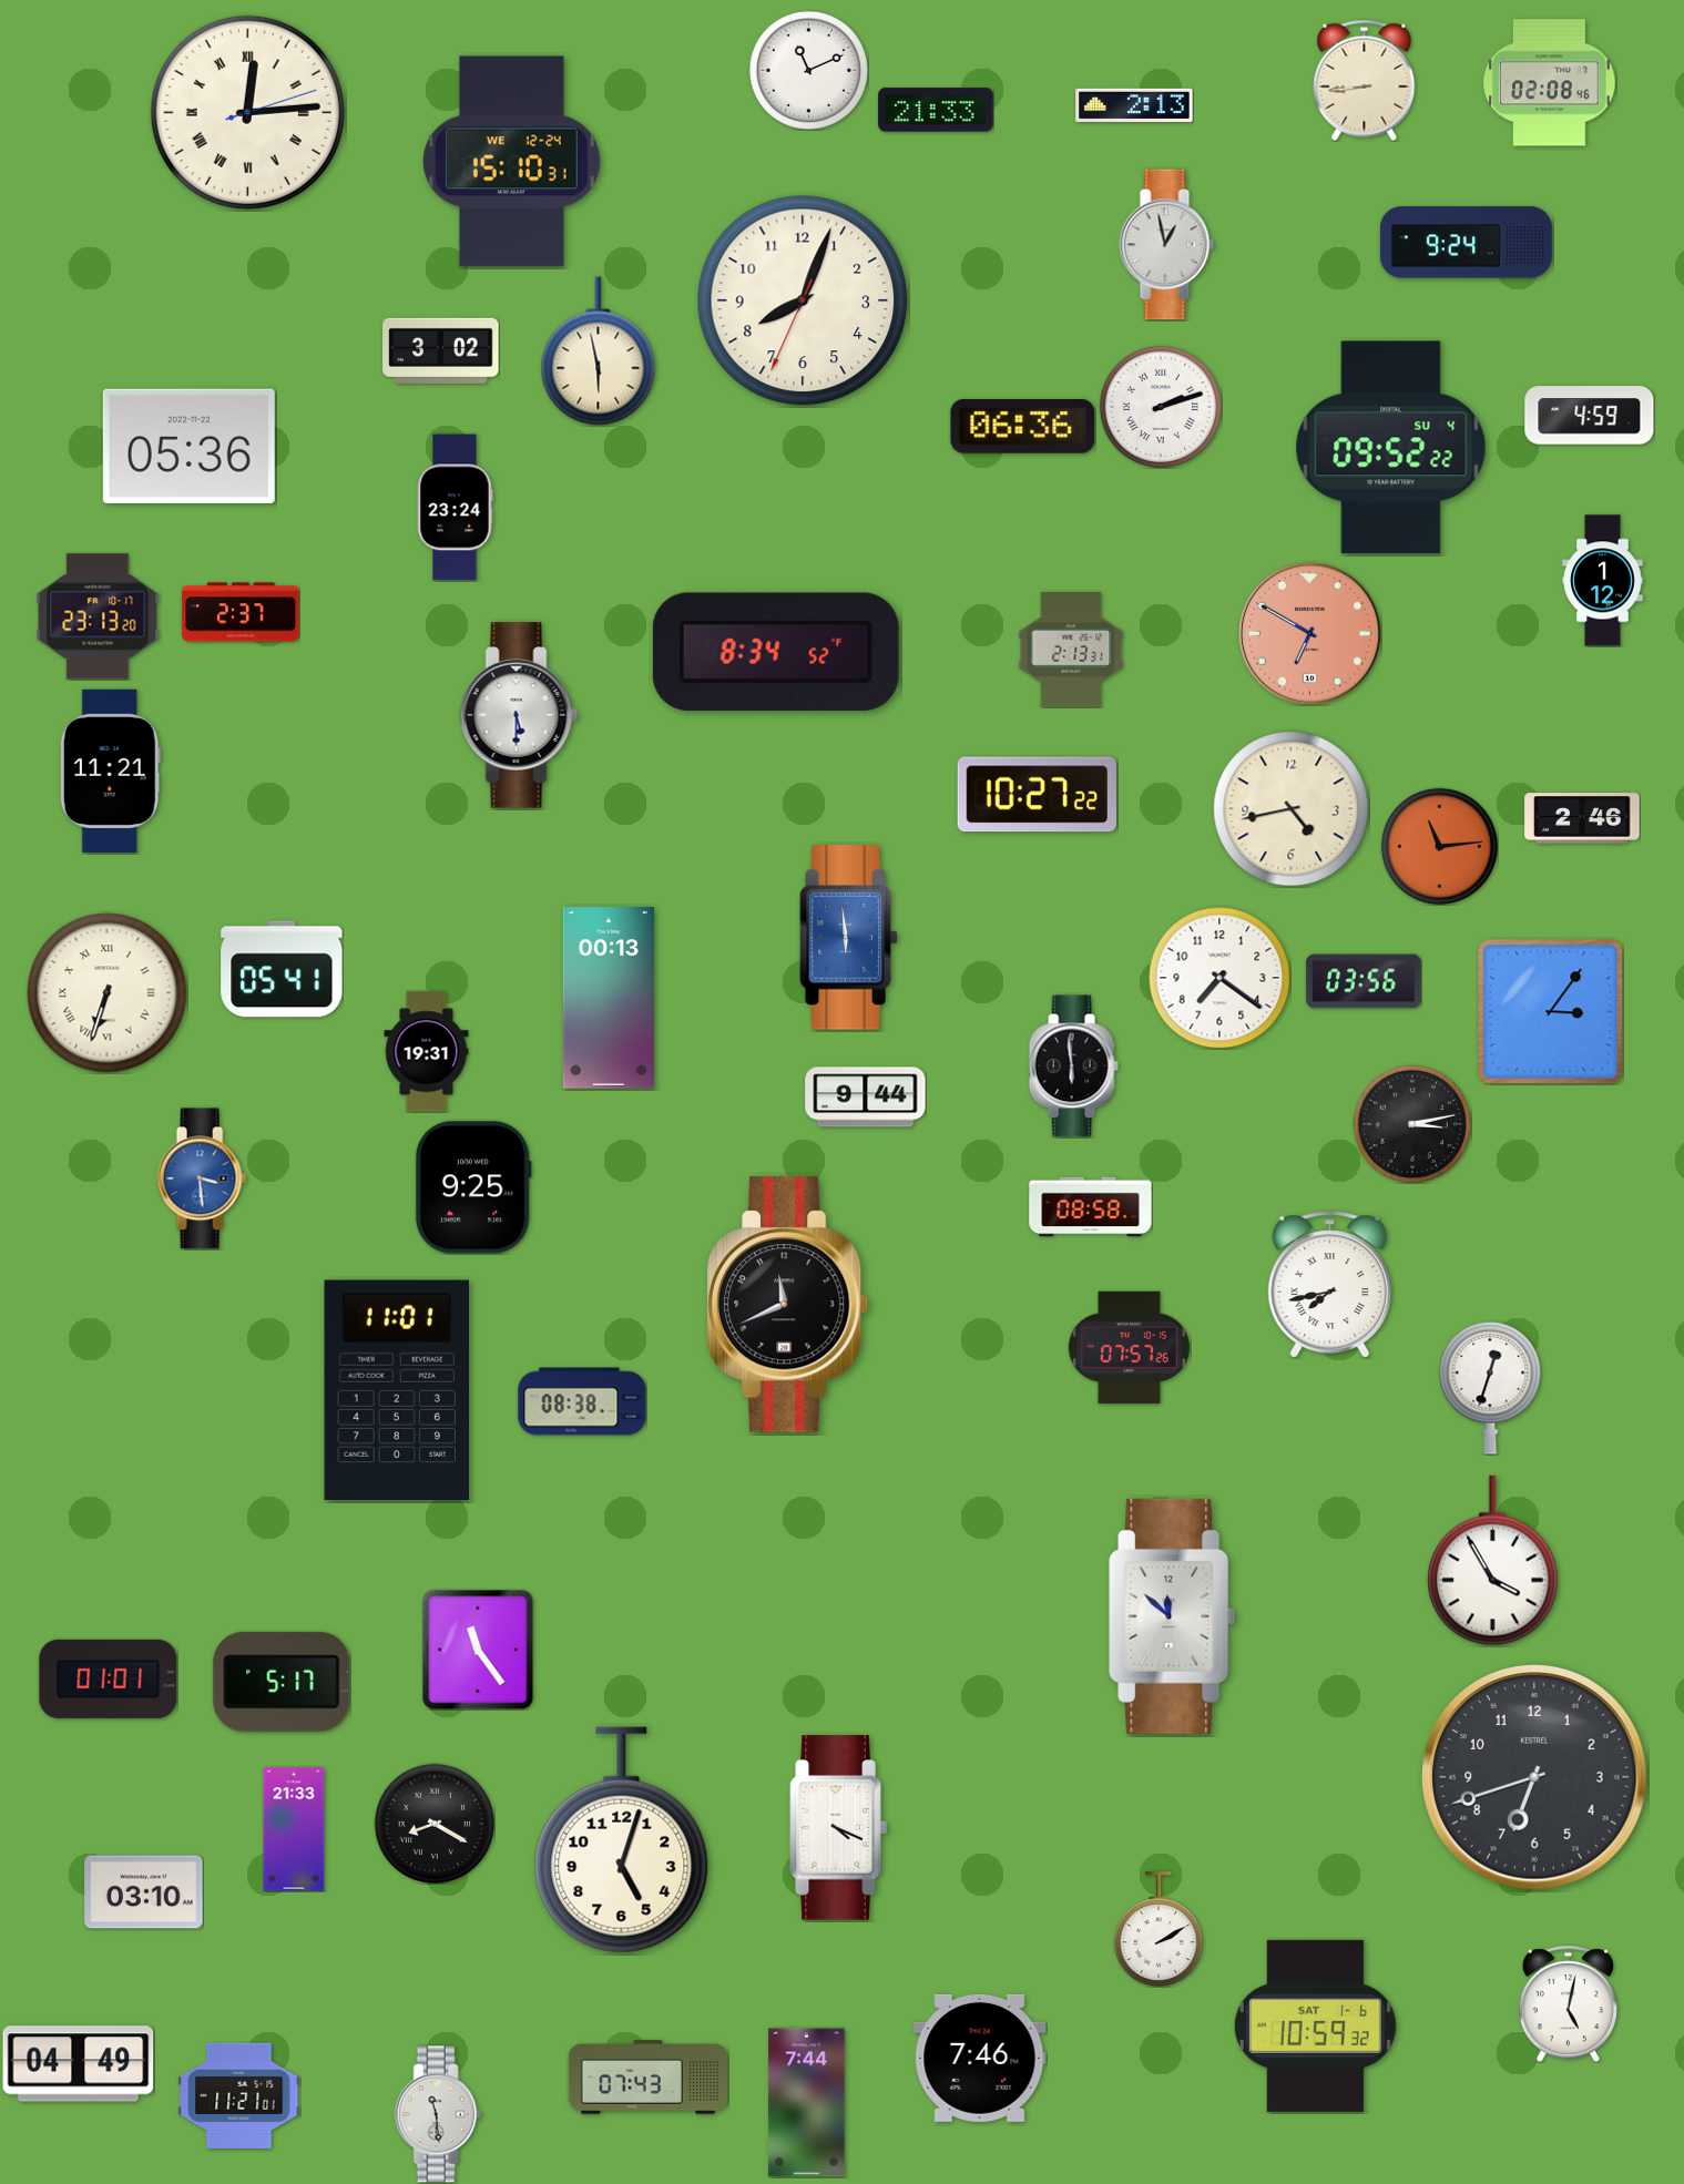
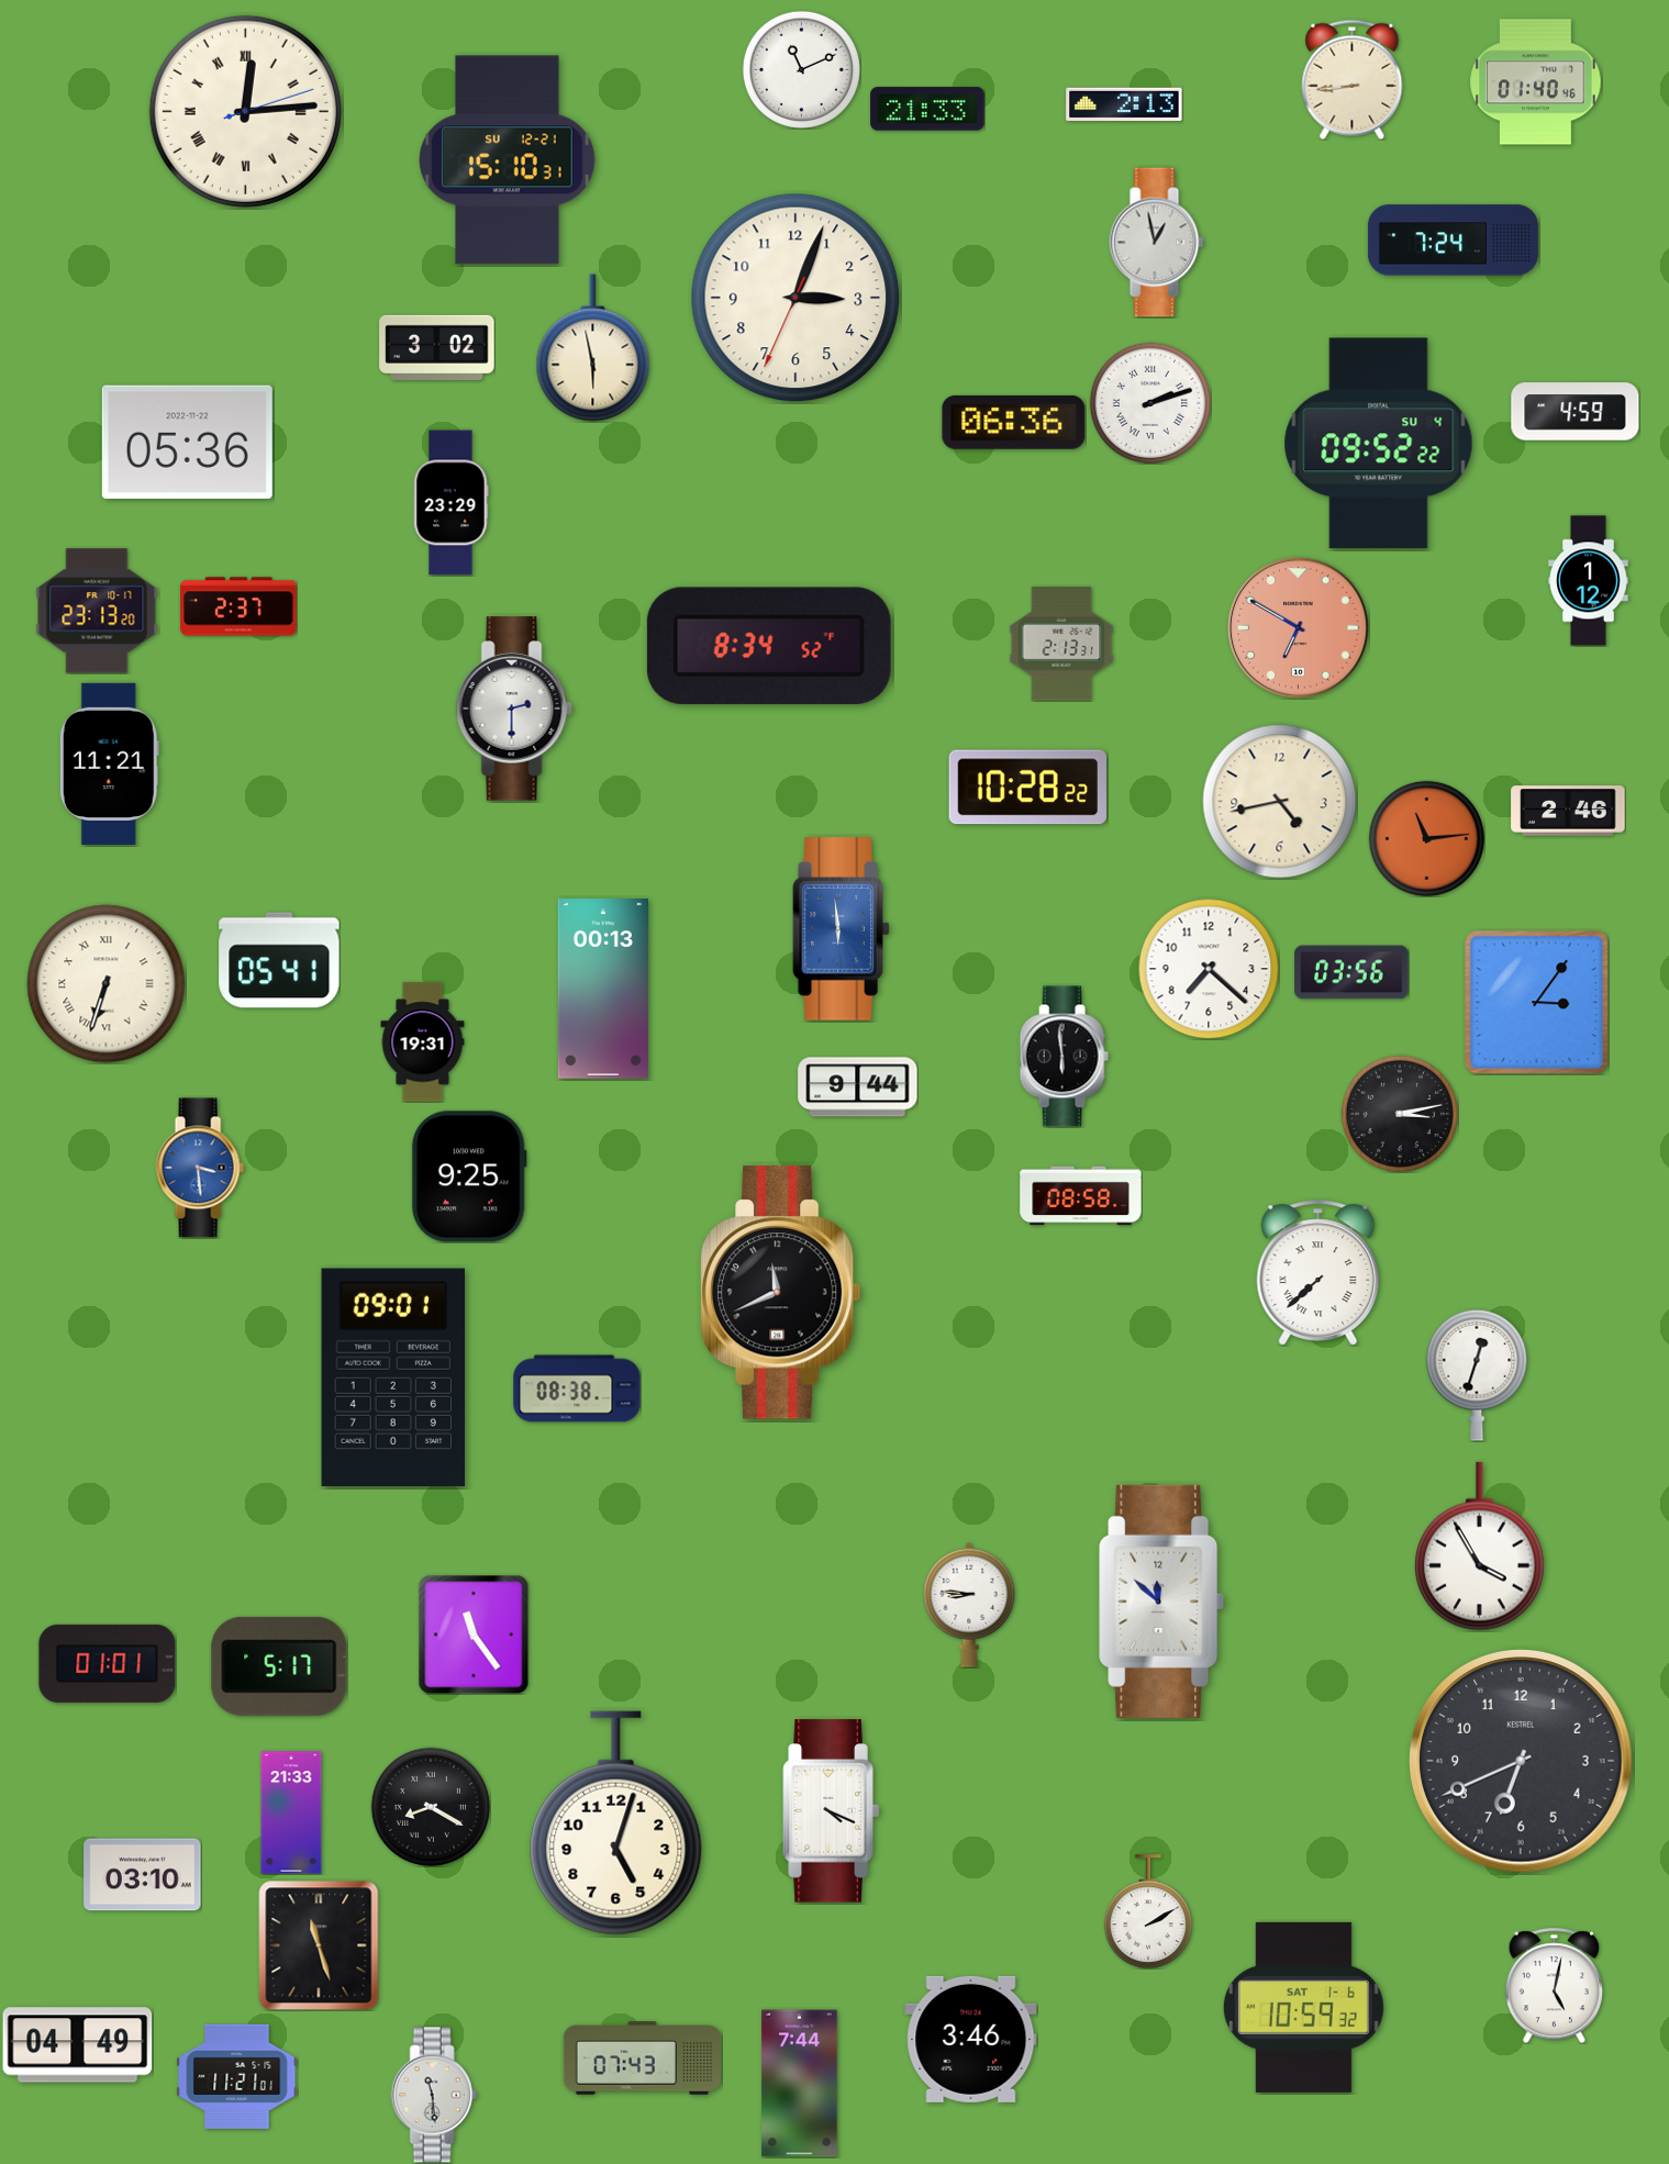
clock at (1550, 83): 02:08 -> 01:40
clock at (512, 162) date: WE 12-24 -> SU 12-21
clock at (1466, 243): 9:24 -> 7:24
clock at (803, 300): 8:03 -> 3:03
clock at (455, 508): 23:24 -> 23:29
clock at (1603, 581) position: (1603, 581) -> (1589, 581)
clock at (519, 715): 5:30 -> 2:30
clock at (1037, 795): 10:27 -> 10:28
clock at (1219, 978): 7:21 -> 7:22
clock at (1330, 1285): 7:43 -> 7:38
clock at (1129, 1347): 07:57 -> none
clock at (396, 1389): 11:01 -> 09:01
clock at (969, 1605): none -> 8:46
clock at (1535, 1778): 6:42 -> 6:41
clock at (319, 1945): none -> 11:27
clock at (980, 2058): 7:46 -> 3:46
